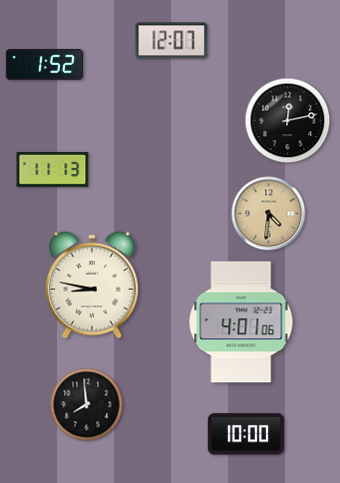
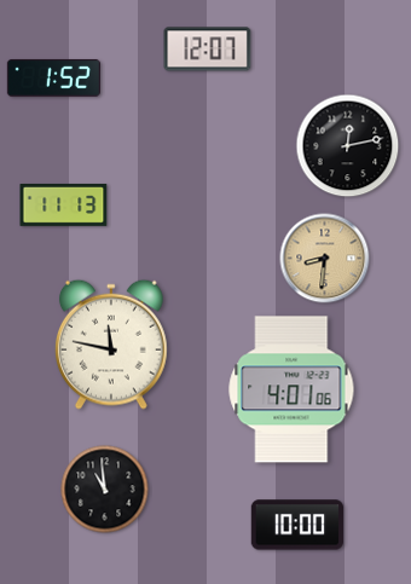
clock at (269, 214): 4:31 -> 8:31
clock at (92, 285): 8:47 -> 11:47
clock at (87, 405): 7:59 -> 10:59
